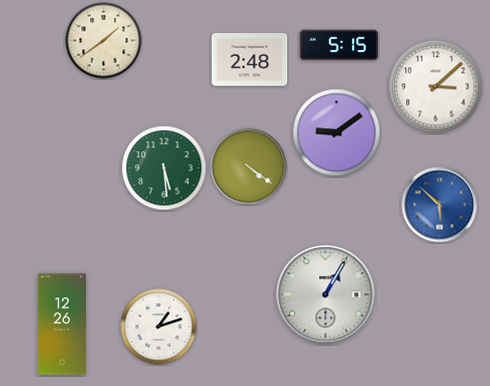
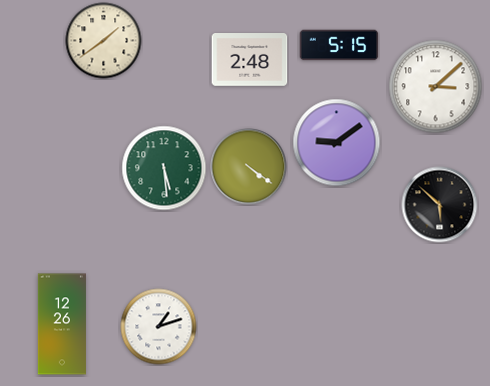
clock at (337, 133) position: (337, 133) -> (337, 143)
clock at (440, 205) dial: blue -> black
clock at (326, 295): 1:05 -> none
